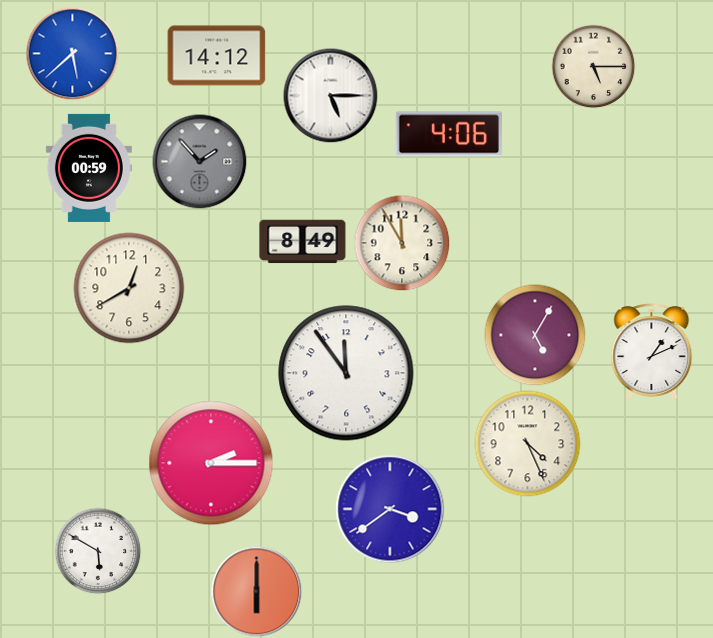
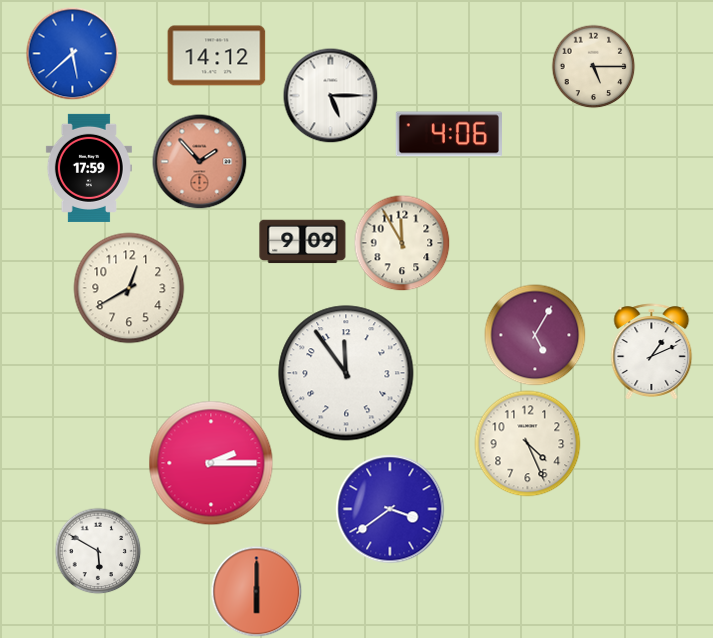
clock at (199, 161) dial: grey -> salmon
clock at (89, 168): 00:59 -> 17:59
clock at (303, 242): 8:49 -> 9:09
